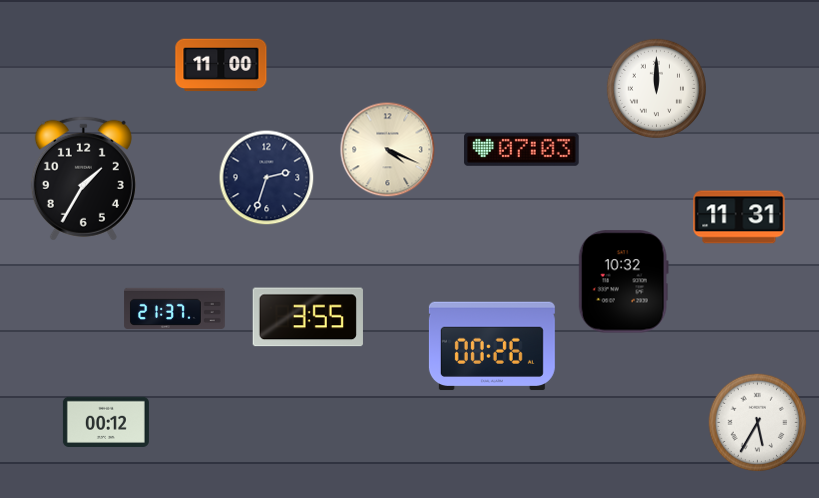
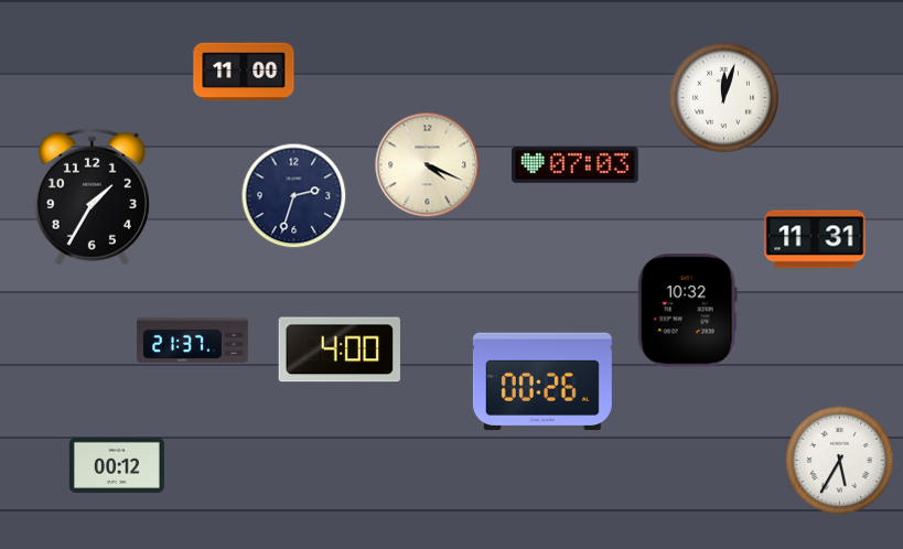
clock at (656, 88): 12:00 -> 12:03
clock at (308, 317): 3:55 -> 4:00
clock at (758, 423) position: (758, 423) -> (840, 461)
